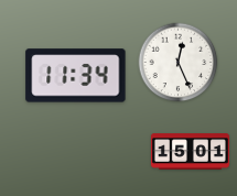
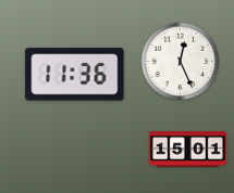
clock at (179, 63) position: (179, 63) -> (181, 62)
clock at (76, 76): 11:34 -> 11:36
